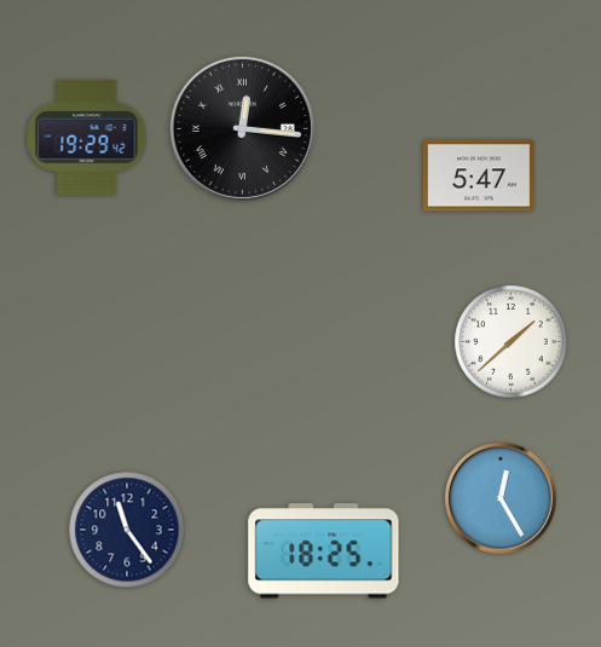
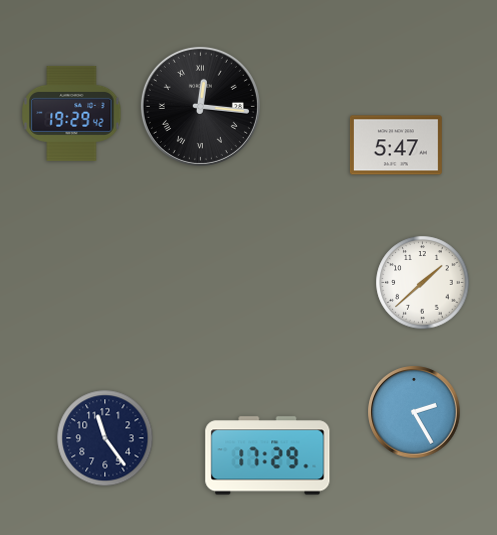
clock at (501, 498): 12:25 -> 2:25
clock at (324, 551): 18:25 -> 17:29
